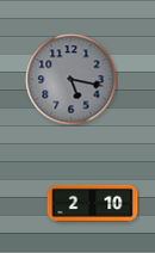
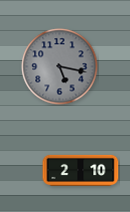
clock at (93, 203) position: (93, 203) -> (81, 170)
